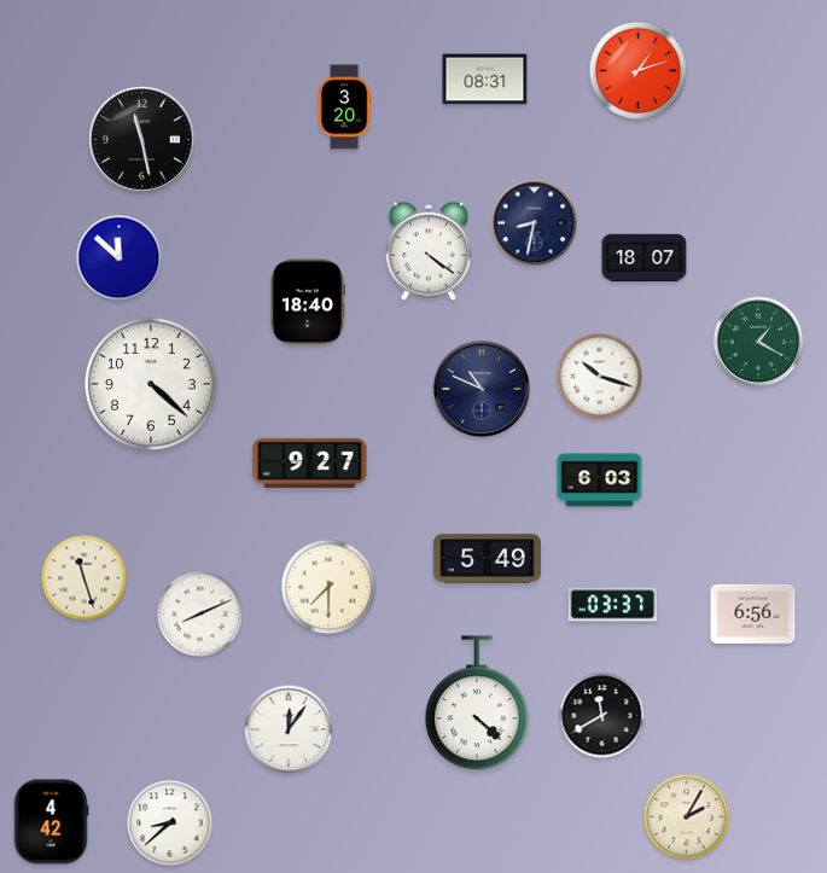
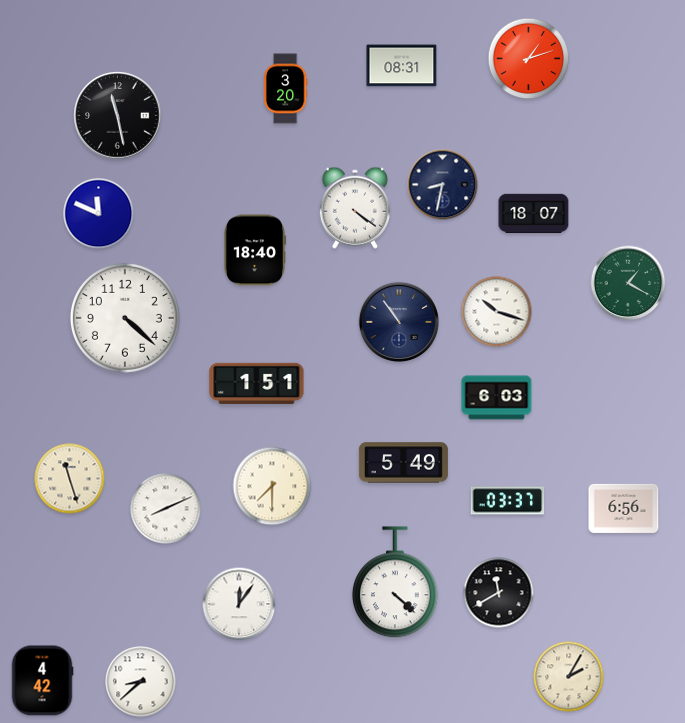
clock at (120, 258): 11:52 -> 11:49
clock at (481, 388): 10:49 -> 10:54
clock at (310, 462): 9:27 -> 1:51
